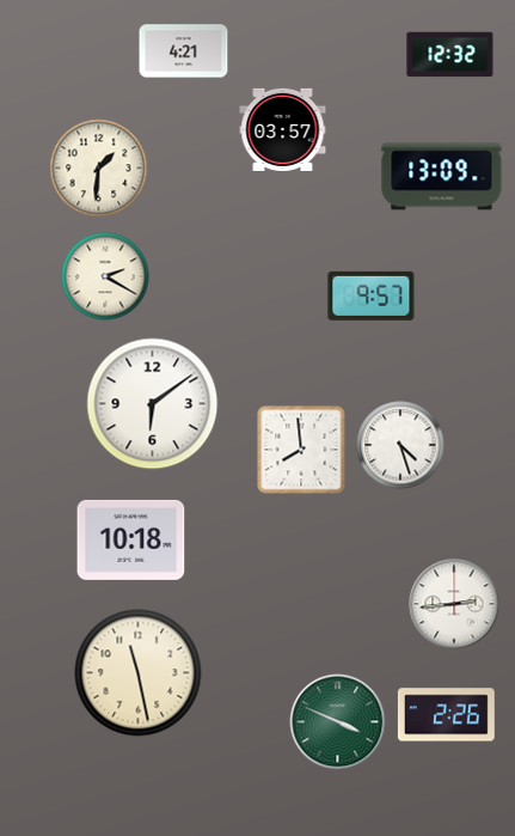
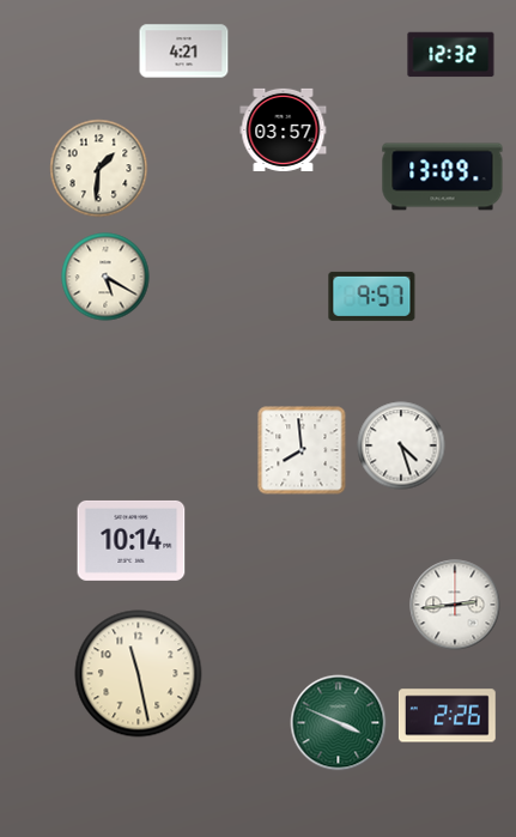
clock at (105, 276): 2:20 -> 5:20
clock at (153, 404): 6:09 -> none
clock at (131, 539): 10:18 -> 10:14
